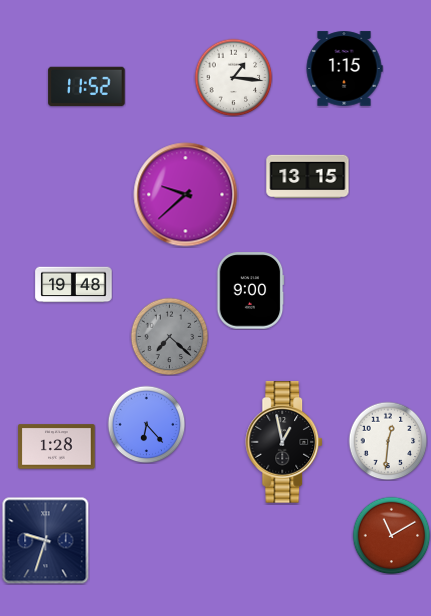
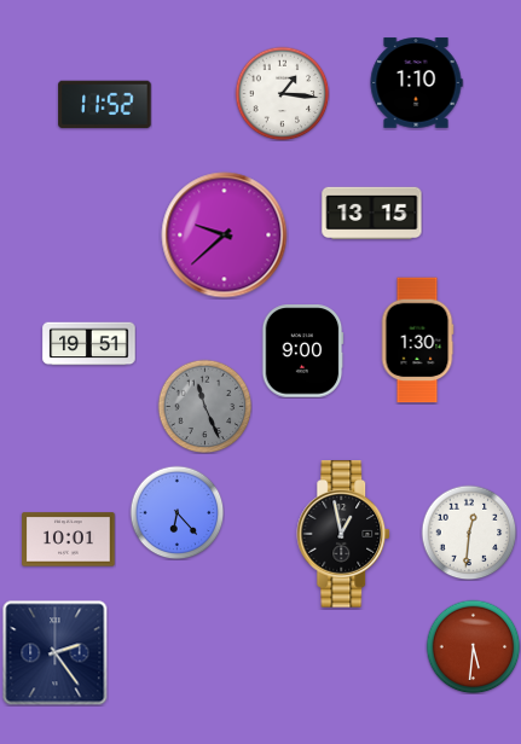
clock at (344, 69): 1:15 -> 1:10
clock at (417, 341): none -> 1:30
clock at (74, 285): 19:48 -> 19:51
clock at (169, 336): 7:22 -> 11:26
clock at (57, 447): 1:28 -> 10:01
clock at (391, 535): 11:10 -> 5:31
clock at (45, 540): 9:33 -> 2:24
